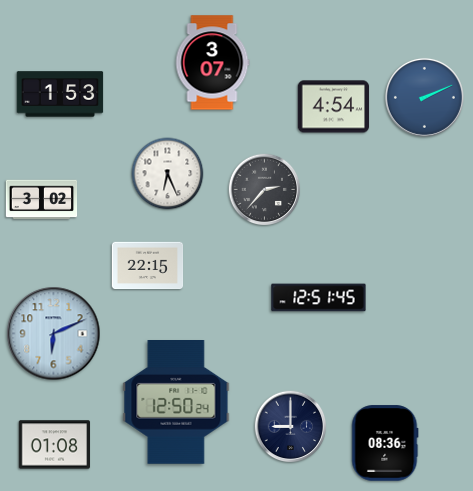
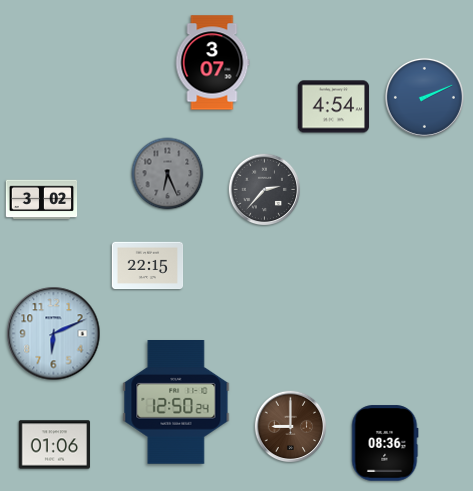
clock at (60, 94): 1:53 -> none
clock at (168, 174) dial: white -> grey
clock at (319, 298): 12:51 -> none
clock at (291, 427) dial: navy -> brown
clock at (55, 445): 01:08 -> 01:06
